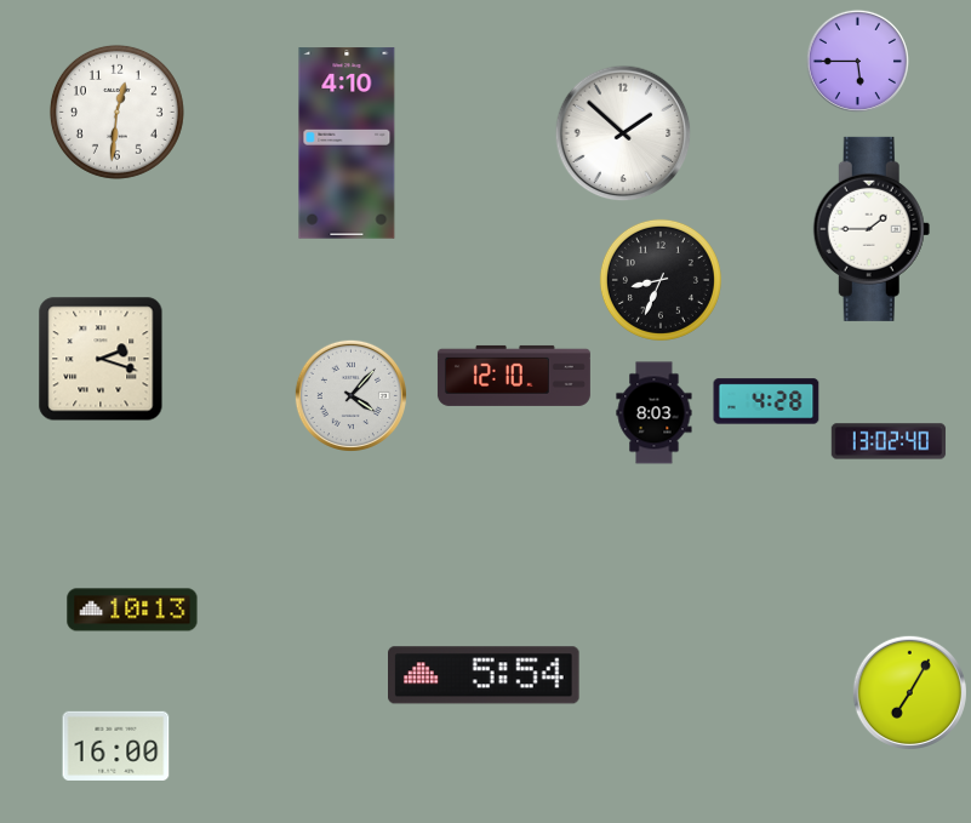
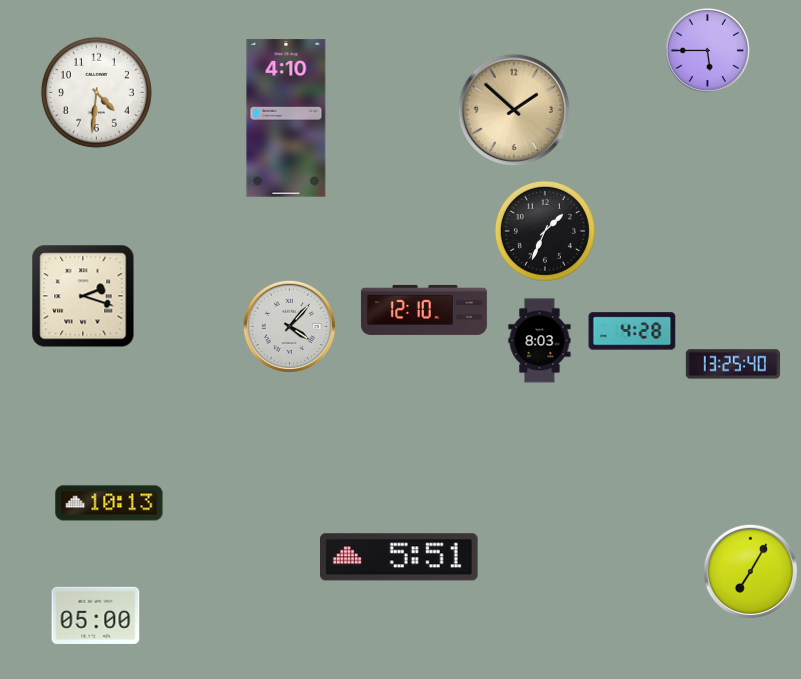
clock at (116, 112): 12:31 -> 4:31
clock at (623, 133) dial: white -> champagne
clock at (872, 229): 1:45 -> none
clock at (661, 280): 8:34 -> 1:34
clock at (889, 441): 13:02 -> 13:25
clock at (485, 675): 5:54 -> 5:51
clock at (116, 745): 16:00 -> 05:00
